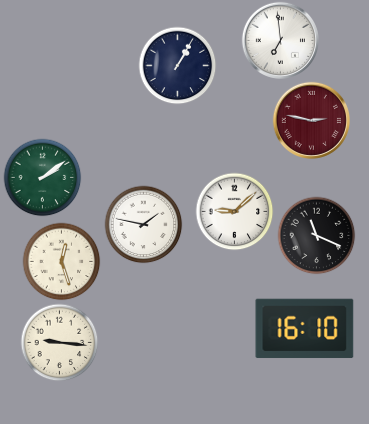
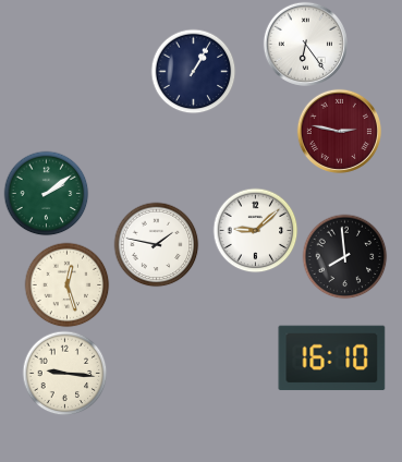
clock at (280, 40): 6:59 -> 6:24
clock at (316, 235): 11:19 -> 7:59
